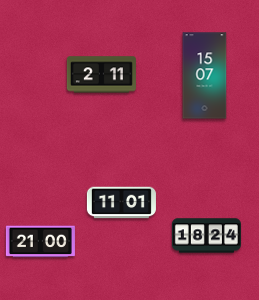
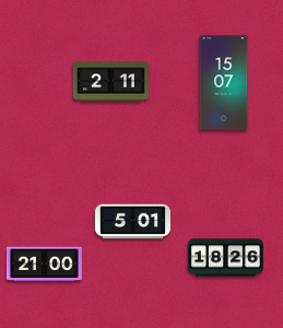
clock at (121, 203): 11:01 -> 5:01
clock at (206, 236): 18:24 -> 18:26
